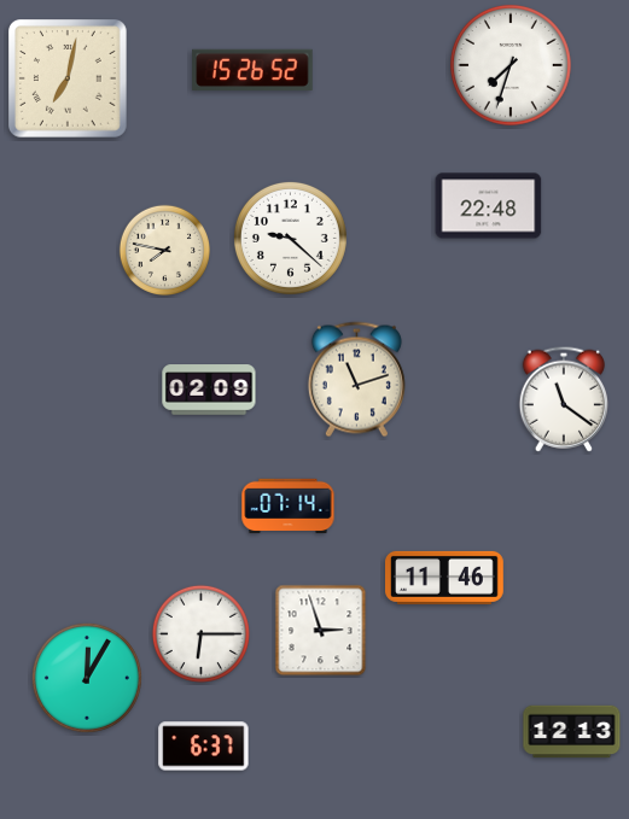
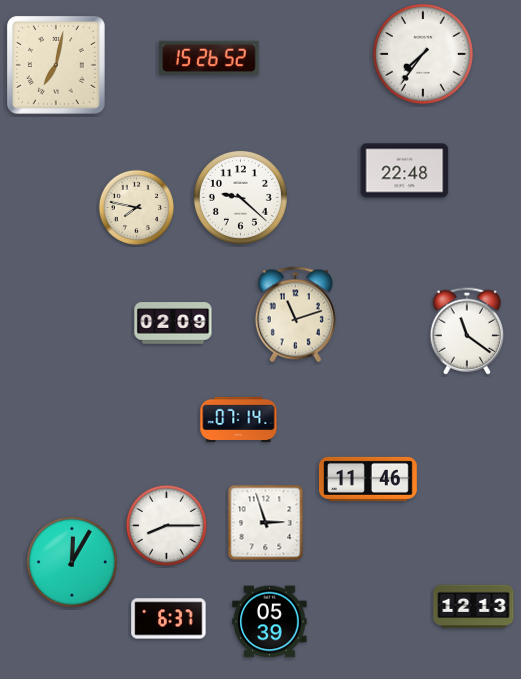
clock at (511, 65): 7:33 -> 7:36
clock at (200, 633): 6:15 -> 8:15
clock at (270, 622): none -> 05:39
